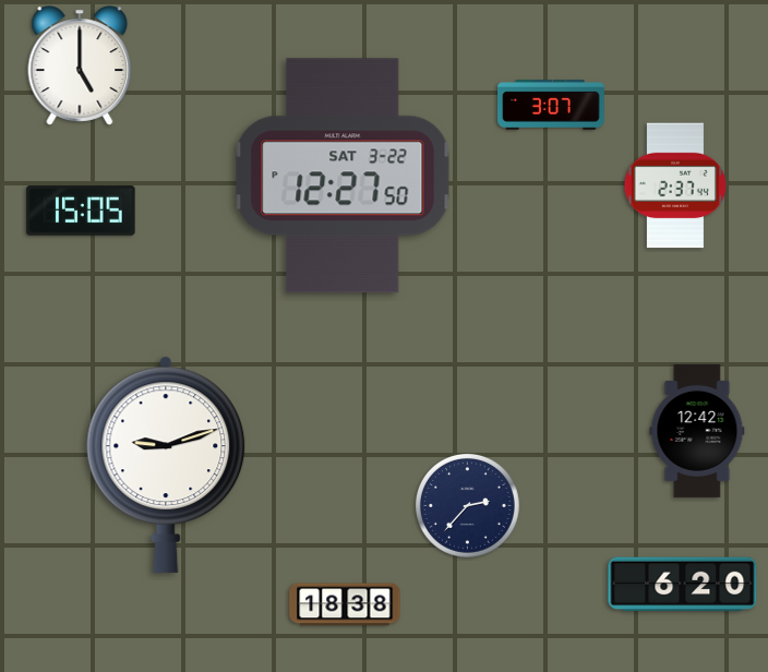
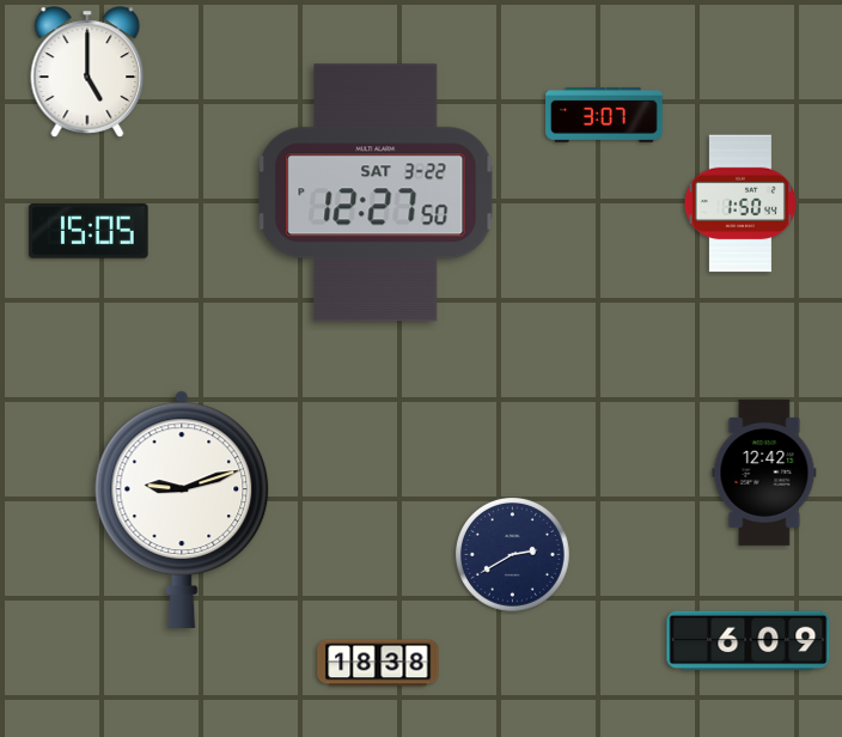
clock at (675, 185): 2:37 -> 1:50
clock at (467, 505): 2:37 -> 2:40
clock at (683, 585): 6:20 -> 6:09
